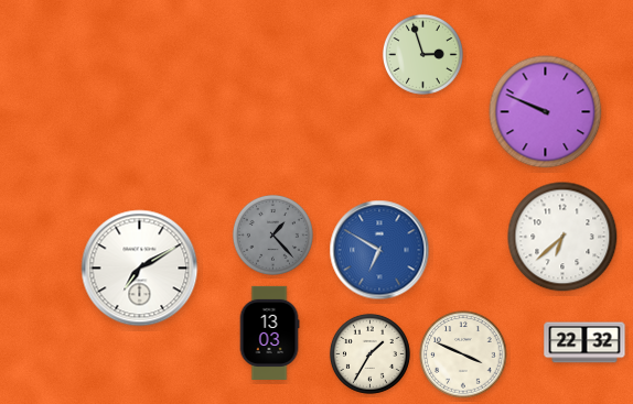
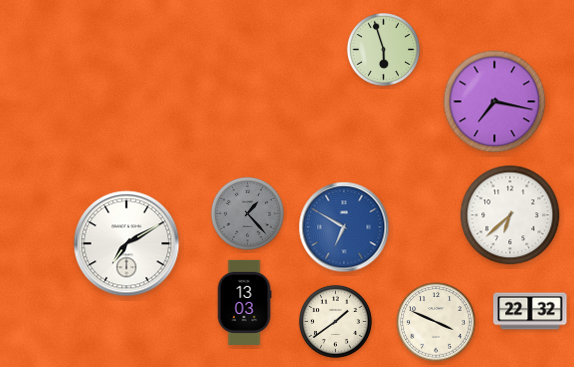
clock at (422, 54): 2:57 -> 5:57
clock at (546, 112): 9:49 -> 7:17
clock at (369, 353): 1:35 -> 1:39
clock at (463, 354) position: (463, 354) -> (436, 322)
